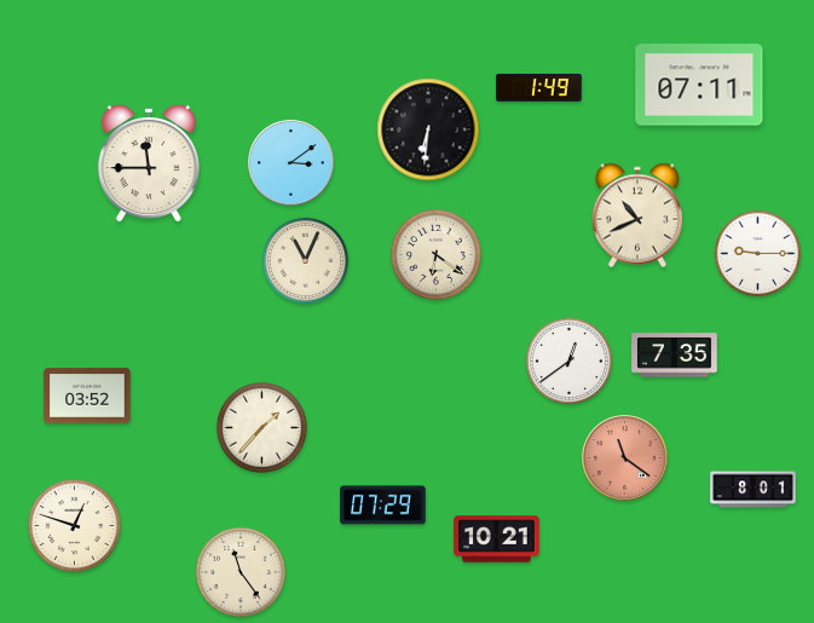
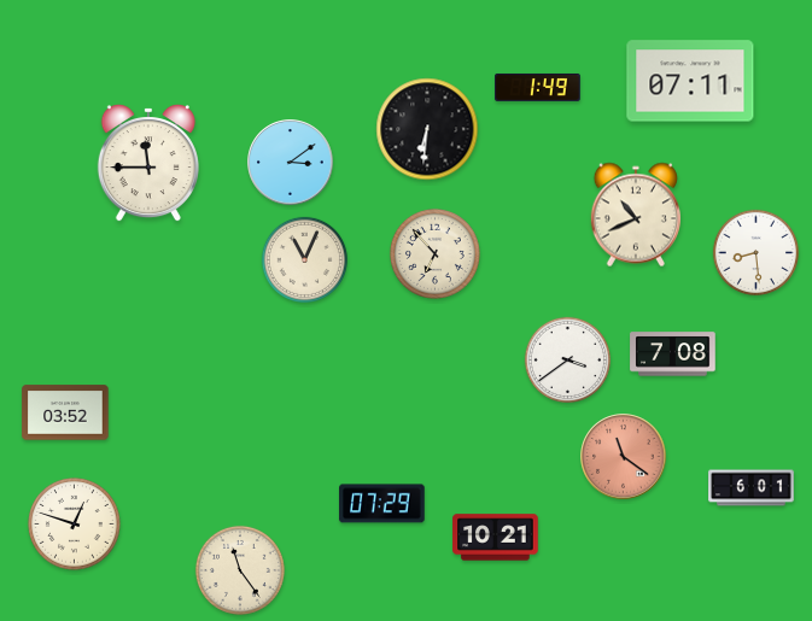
clock at (699, 85) position: (699, 85) -> (690, 81)
clock at (757, 253): 9:15 -> 8:29
clock at (435, 254): 6:21 -> 6:53
clock at (675, 356): 7:35 -> 7:08
clock at (568, 360): 12:39 -> 3:39
clock at (87, 396) position: (87, 396) -> (65, 412)
clock at (261, 427): 1:37 -> none
clock at (754, 490): 8:01 -> 6:01
